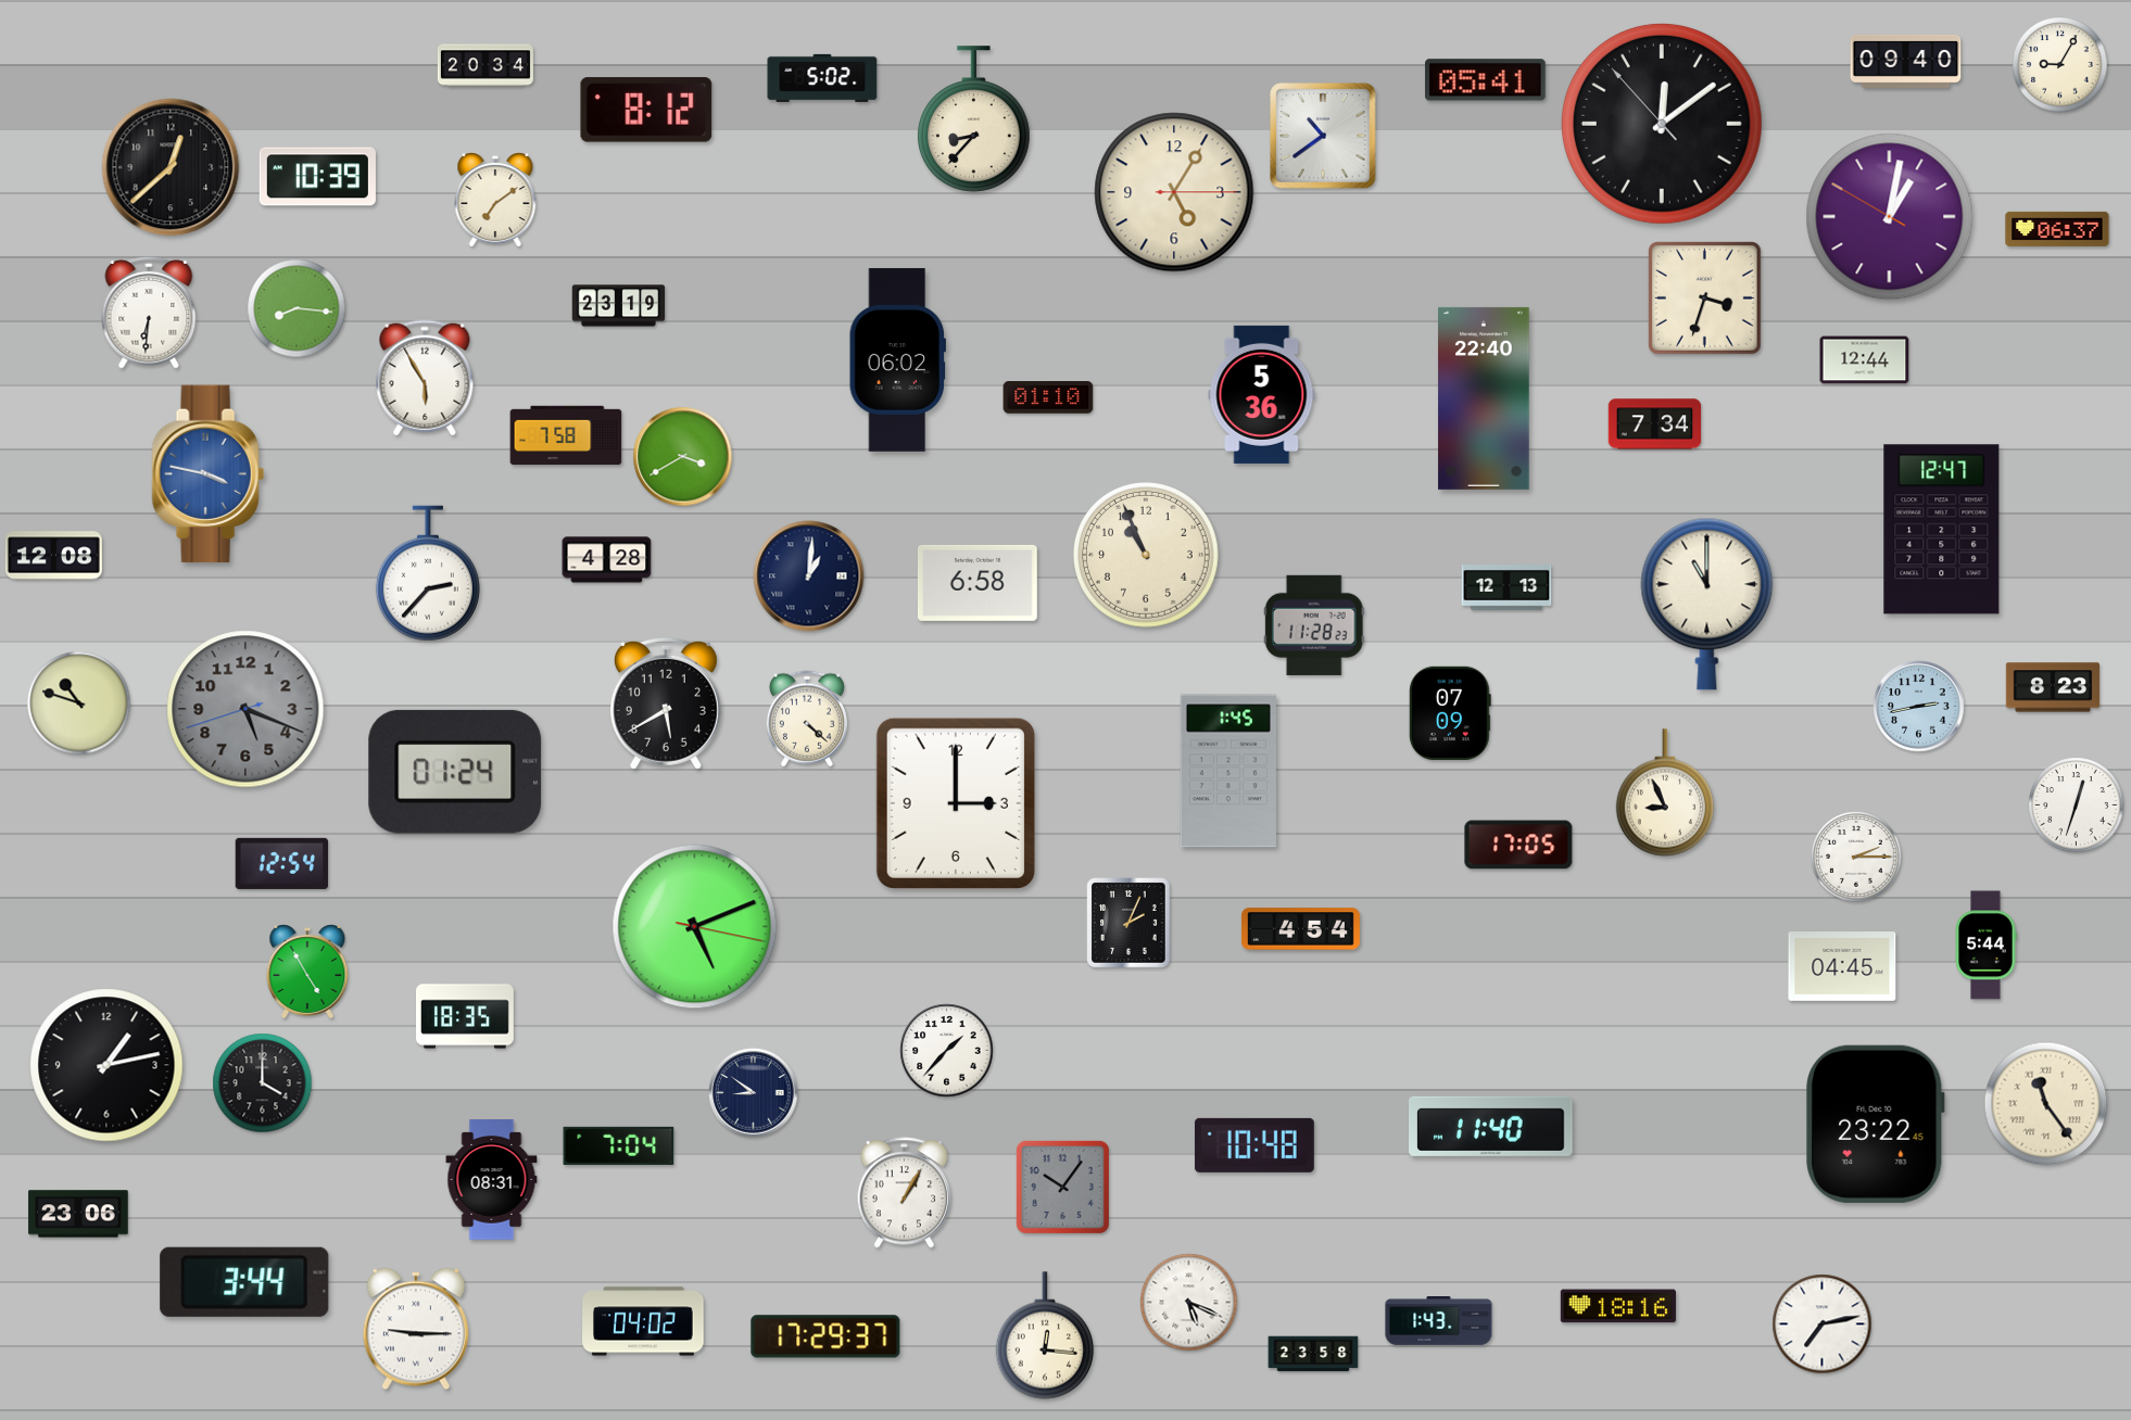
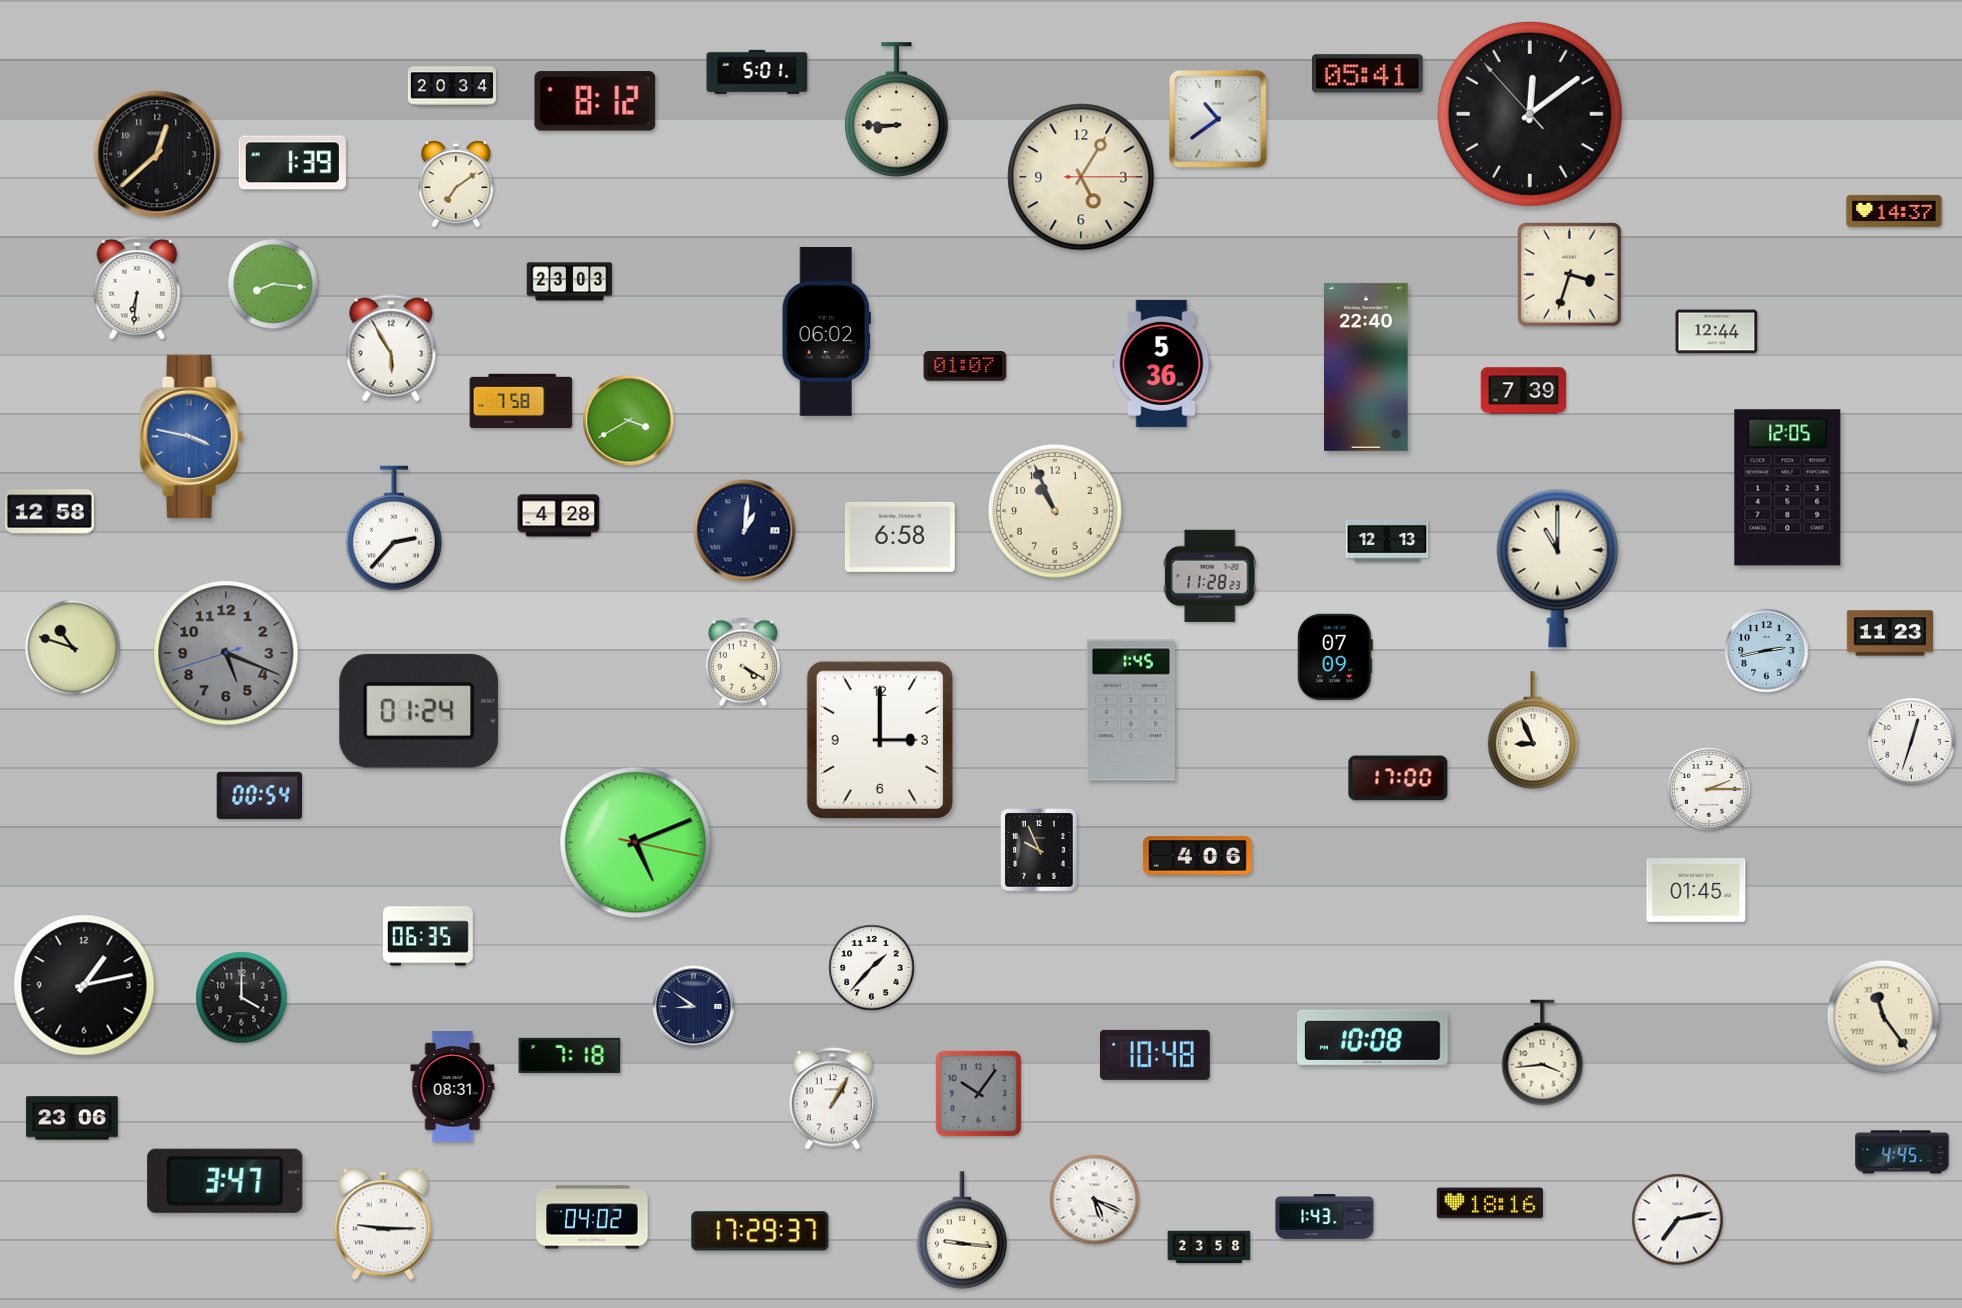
clock at (1906, 61): 09:40 -> none
clock at (486, 65) position: (486, 65) -> (452, 86)
clock at (2060, 65): 9:05 -> none
clock at (822, 78): 5:02 -> 5:01
clock at (973, 119): 8:37 -> 8:45
clock at (1323, 136) position: (1323, 136) -> (1218, 119)
clock at (317, 177): 10:39 -> 1:39
clock at (1890, 217): 1:01 -> none
clock at (2057, 229): 06:37 -> 14:37
clock at (619, 306): 23:19 -> 23:03
clock at (1048, 398): 01:10 -> 01:07
clock at (1655, 424): 7:34 -> 7:39
clock at (1942, 530): 12:47 -> 12:05
clock at (53, 556): 12:08 -> 12:58
clock at (1707, 604) position: (1707, 604) -> (1558, 568)
clock at (2053, 687): 8:23 -> 11:23
clock at (666, 703): 5:40 -> none
clock at (807, 719): 4:22 -> 4:20
clock at (1518, 845): 17:05 -> 17:00
clock at (282, 863): 12:54 -> 00:54
clock at (1128, 923): 2:04 -> 9:56
clock at (695, 927) position: (695, 927) -> (636, 843)
clock at (1300, 929): 4:54 -> 4:06
clock at (1985, 946): 5:44 -> none
clock at (1842, 967): 04:45 -> 01:45
clock at (307, 973): 4:55 -> none
clock at (466, 1016): 18:35 -> 06:35
clock at (106, 1065) position: (106, 1065) -> (84, 985)
clock at (1876, 1124): 23:22 -> none
clock at (1491, 1126): 11:40 -> 10:08
clock at (1543, 1053): none -> 3:44
clock at (619, 1145): 7:04 -> 7:18
clock at (1902, 1152): none -> 4:45
clock at (244, 1282): 3:44 -> 3:47
clock at (1044, 1335): 12:16 -> 9:16
